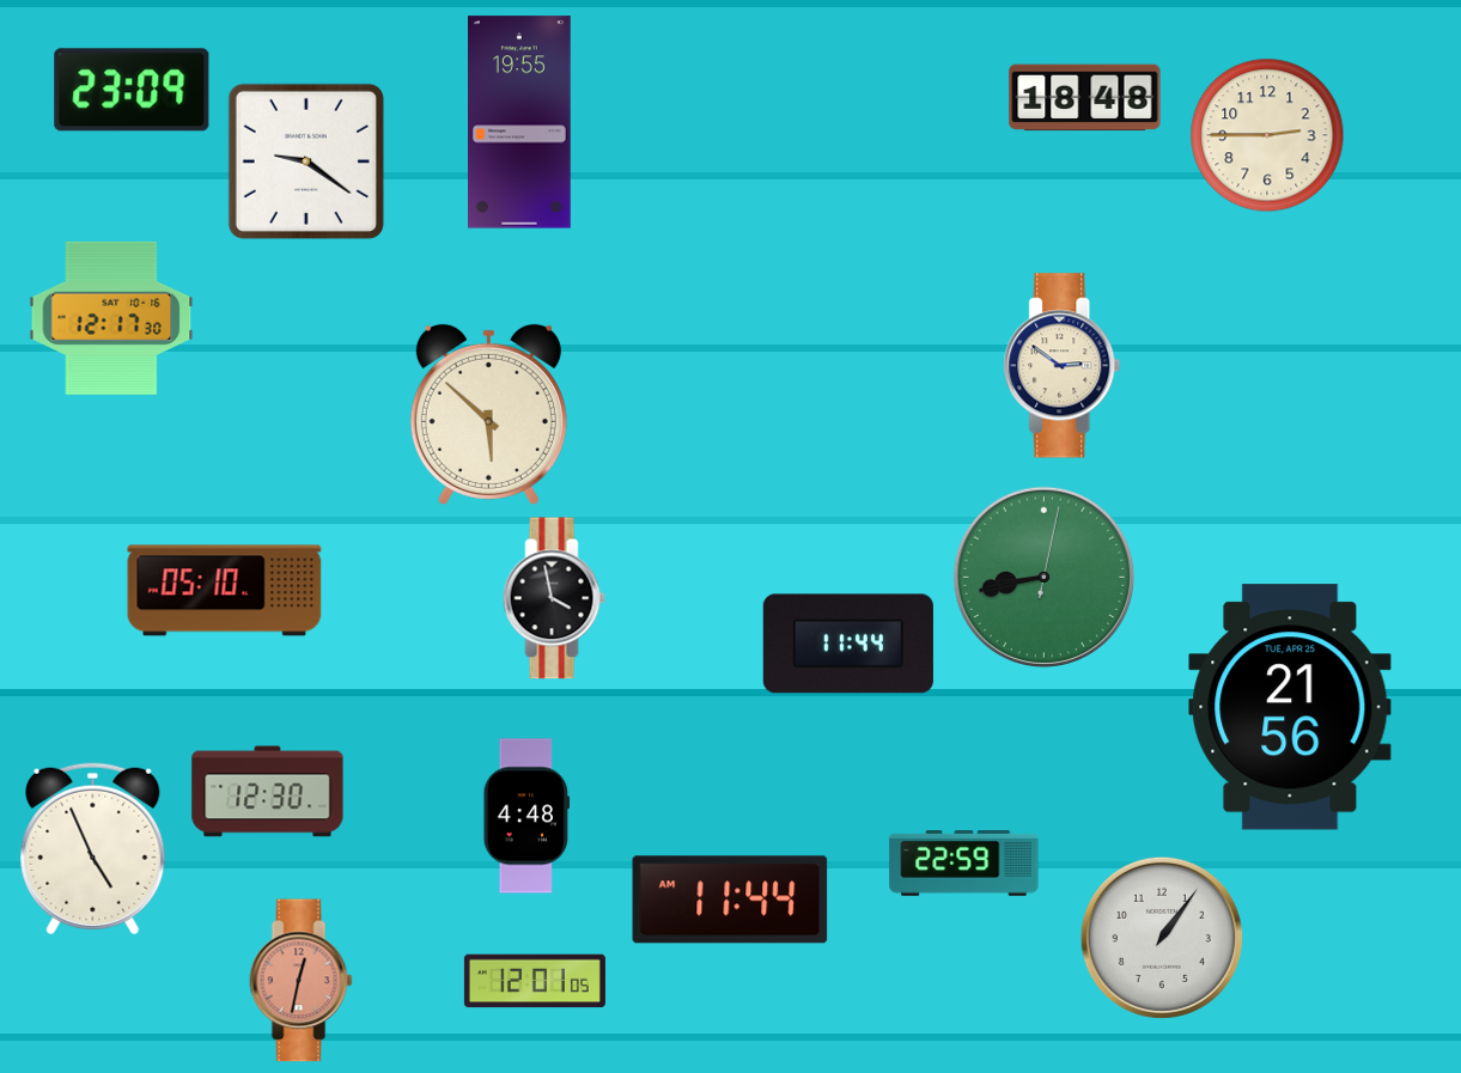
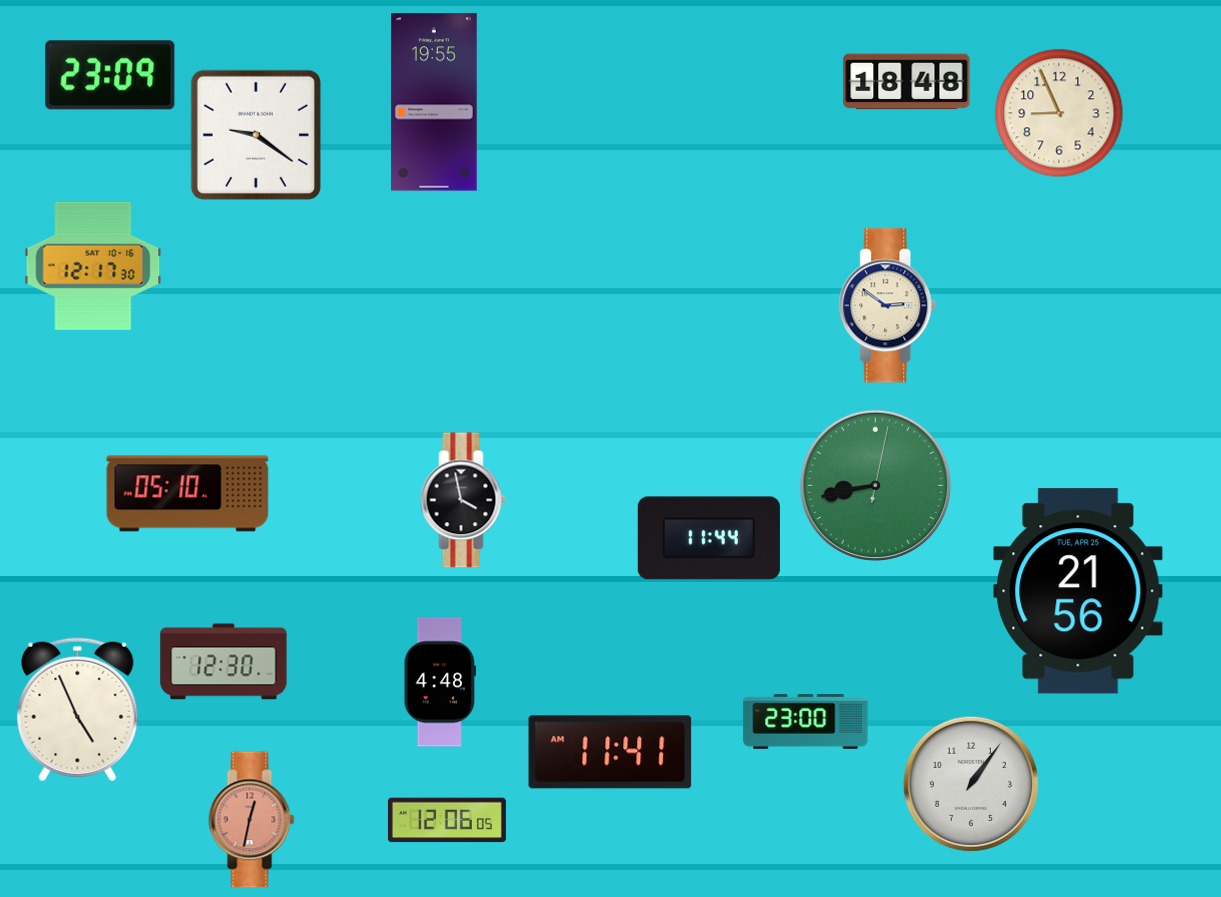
clock at (1267, 135): 2:45 -> 8:56
clock at (488, 414): 5:52 -> none
clock at (1043, 577) position: (1043, 577) -> (875, 485)
clock at (964, 864): 22:59 -> 23:00
clock at (730, 900): 11:44 -> 11:41
clock at (535, 981): 12:01 -> 12:06
